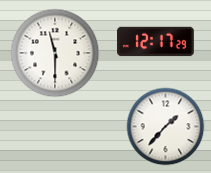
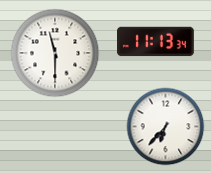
clock at (156, 42): 12:17 -> 11:13
clock at (165, 126): 1:37 -> 6:37
